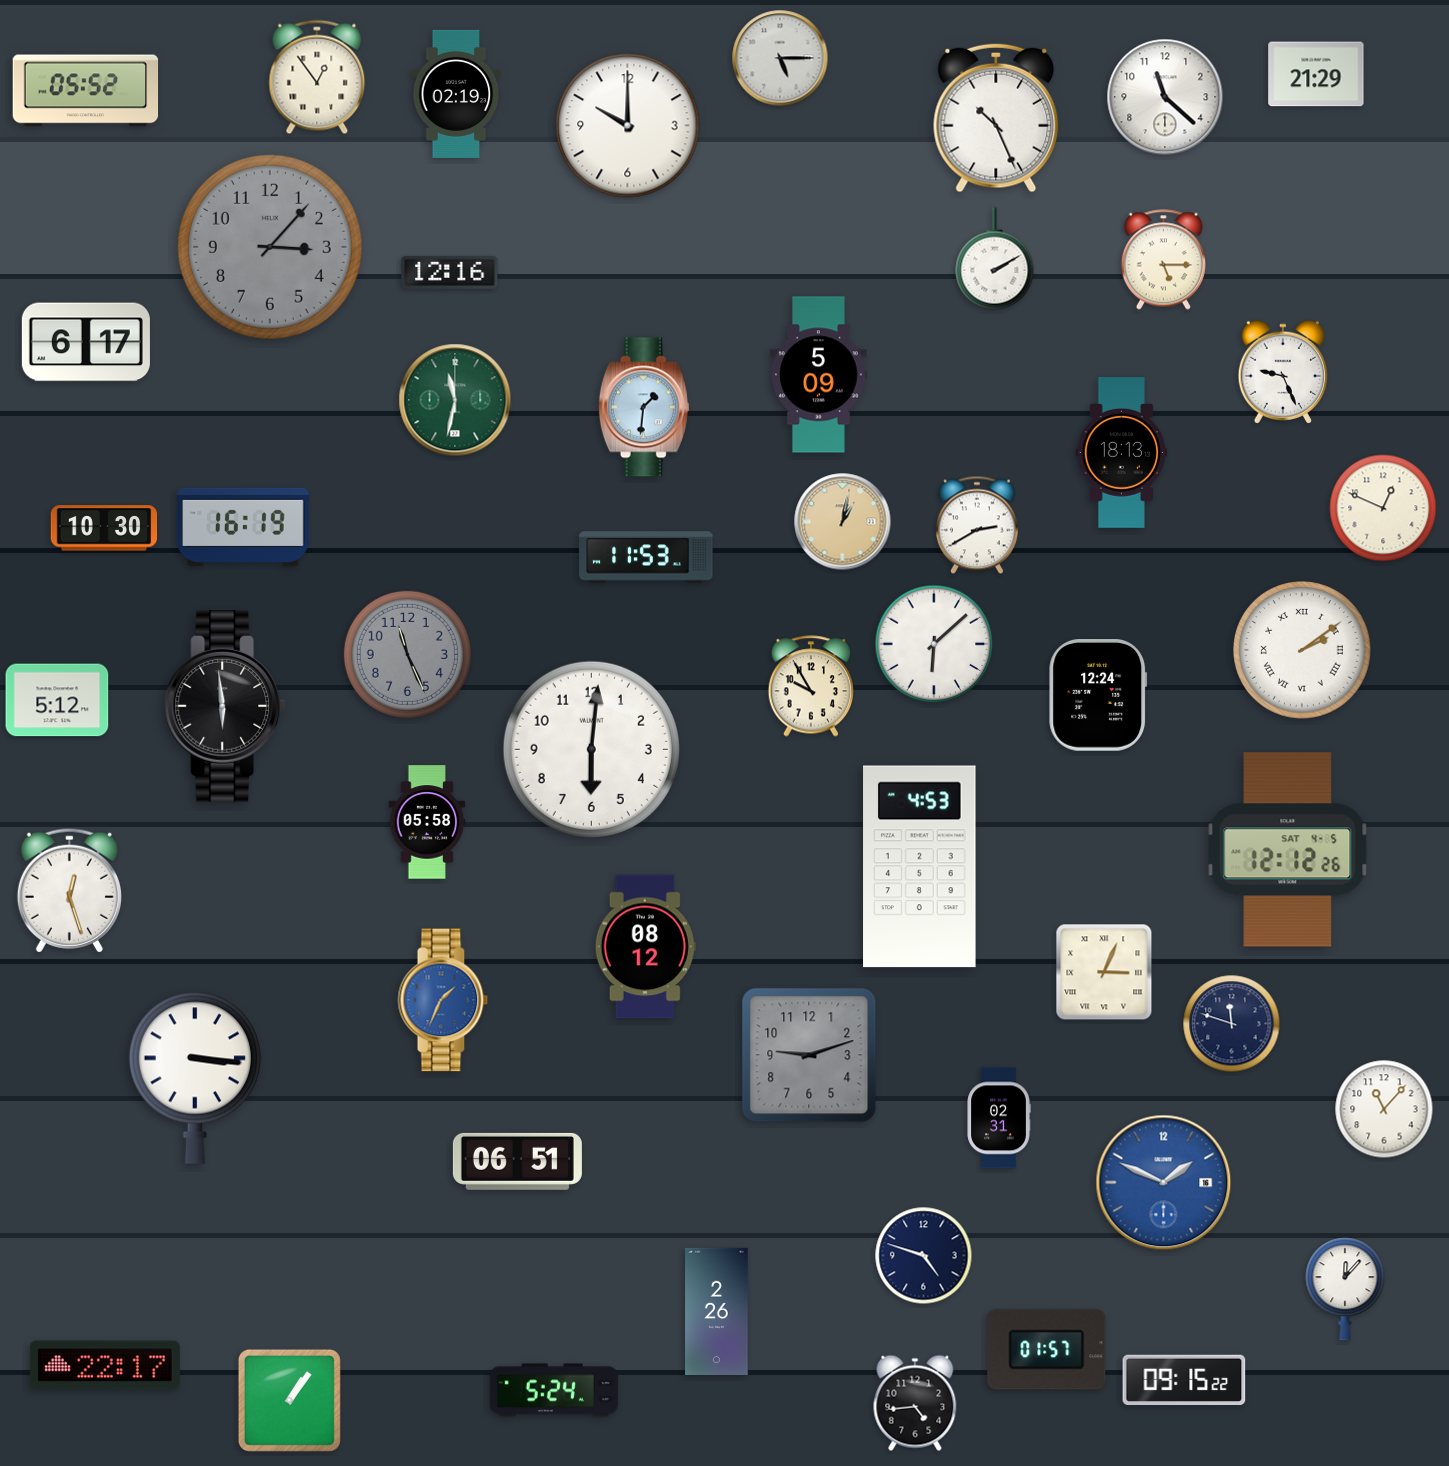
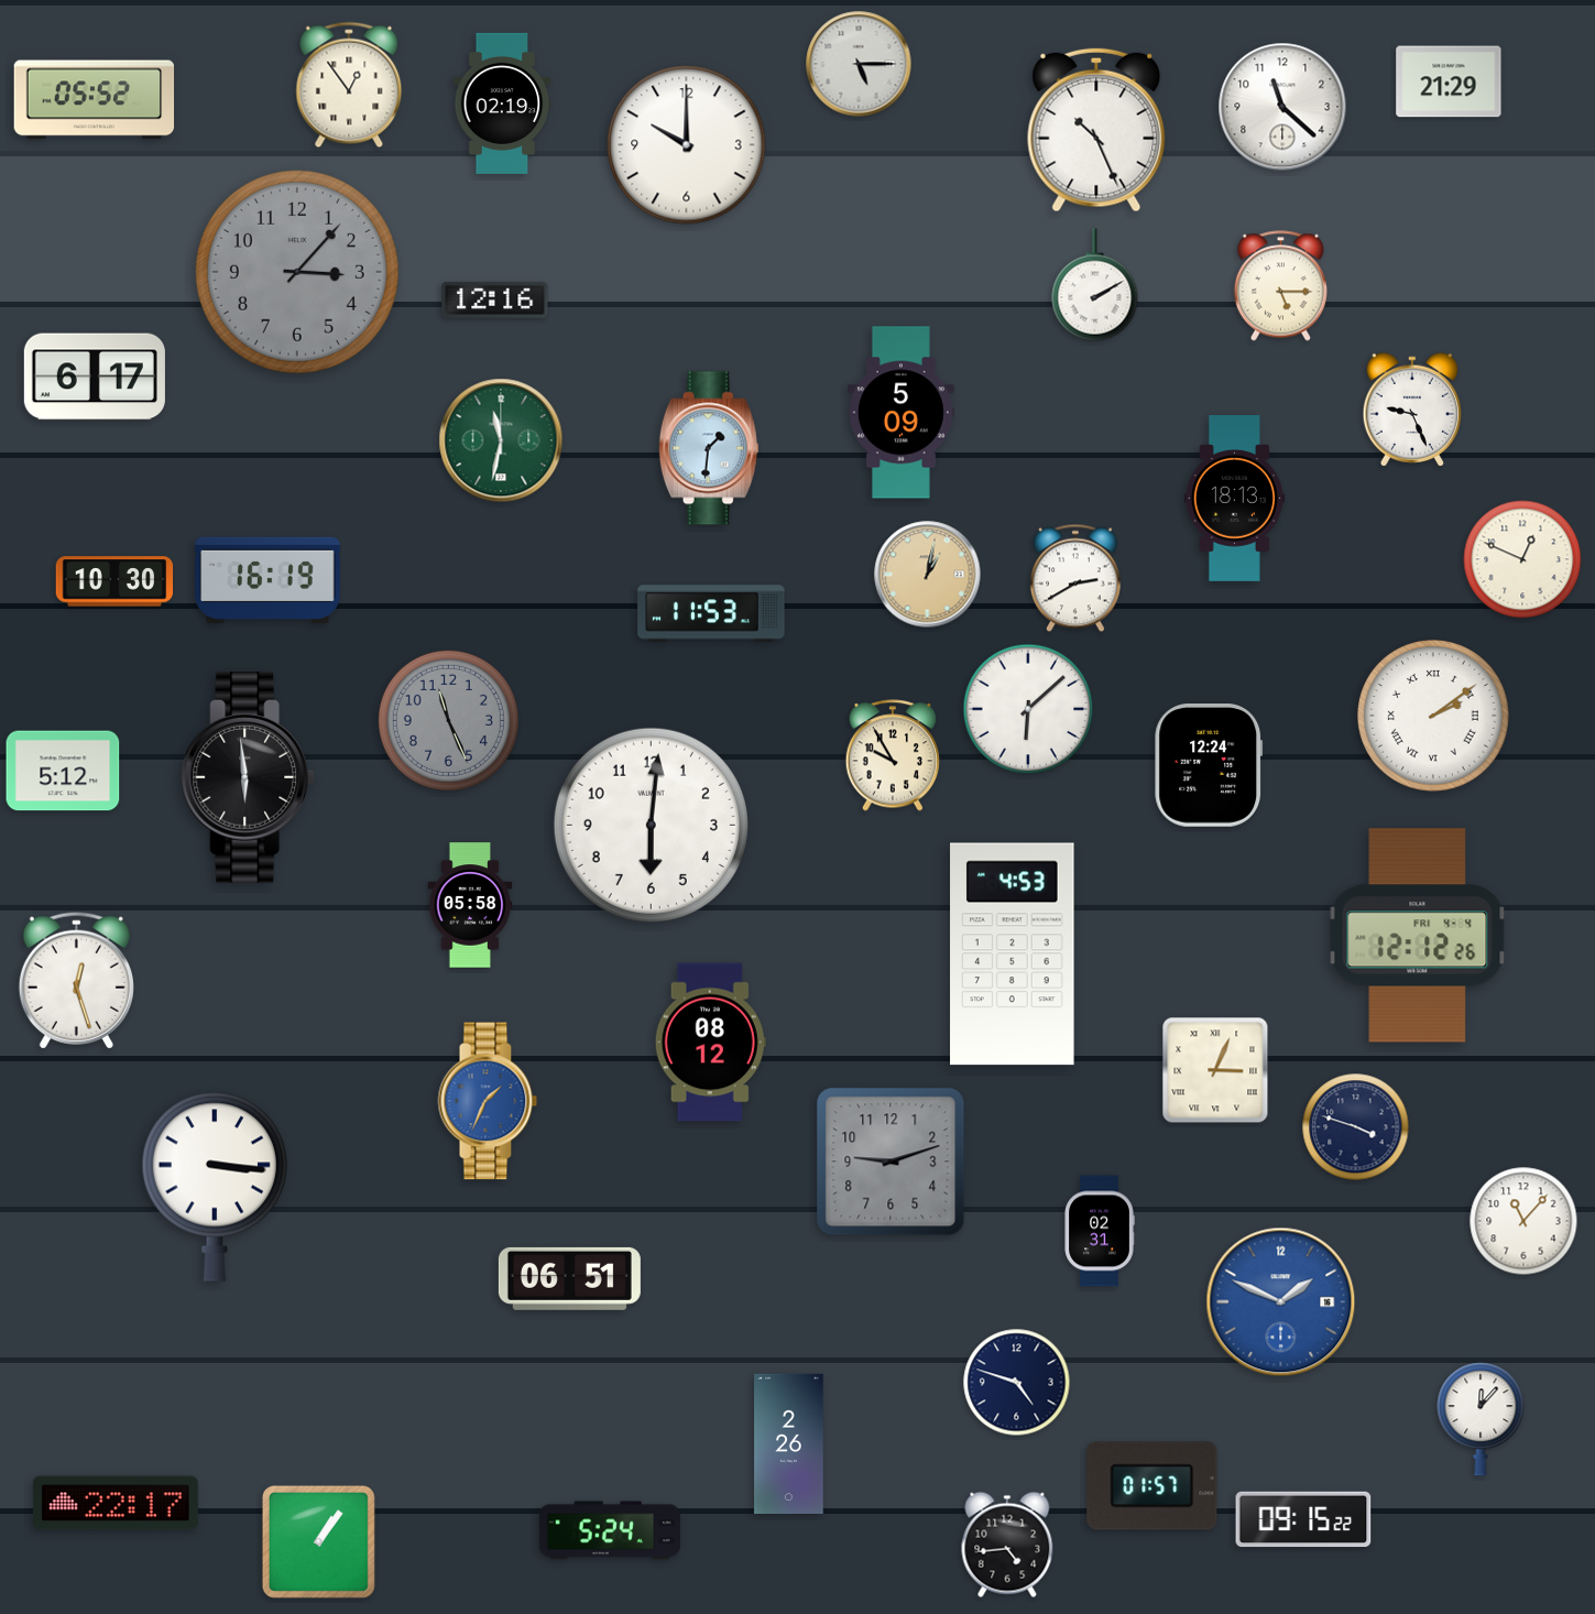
clock at (628, 126) position: (628, 126) -> (687, 145)
clock at (1288, 850) date: SAT 4-5 -> FRI 4-4
clock at (1232, 1024): 11:48 -> 3:48
